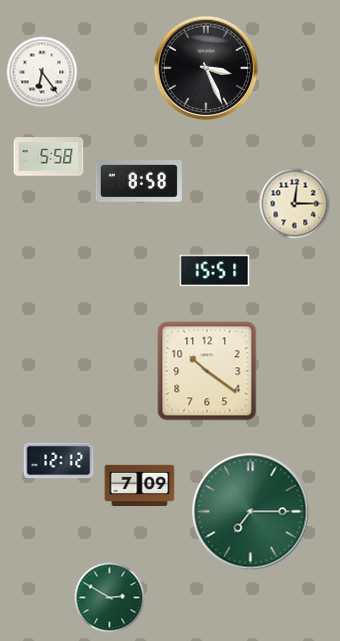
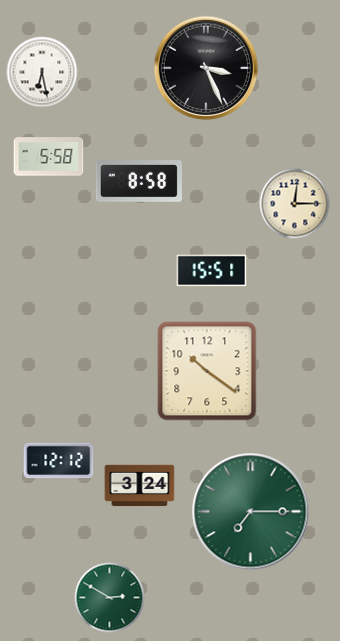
clock at (42, 72): 6:24 -> 6:28
clock at (215, 271) position: (215, 271) -> (212, 271)
clock at (140, 486): 7:09 -> 3:24
